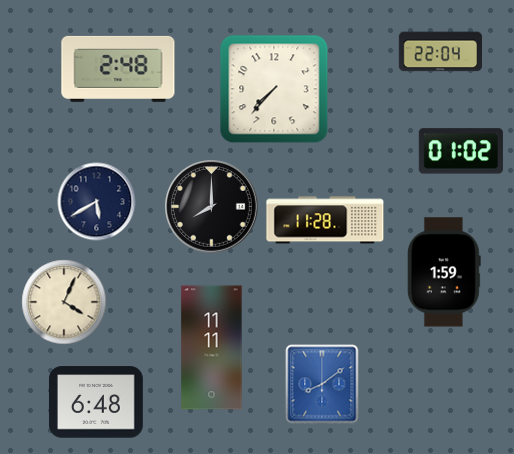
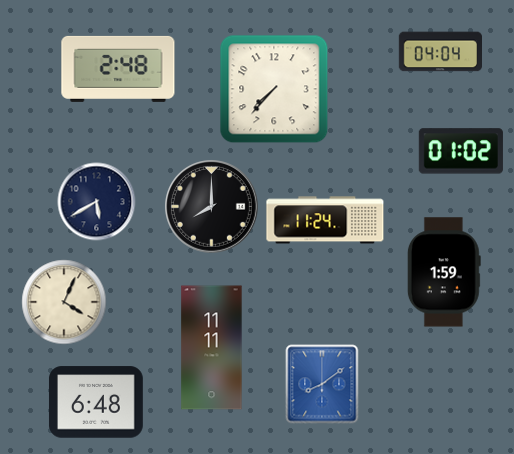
clock at (440, 52): 22:04 -> 04:04
clock at (325, 220): 11:28 -> 11:24
